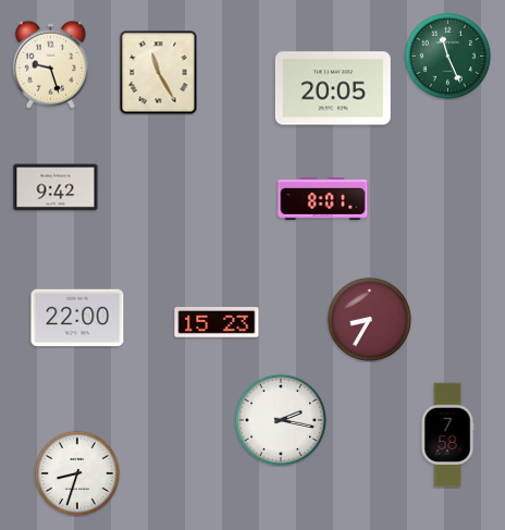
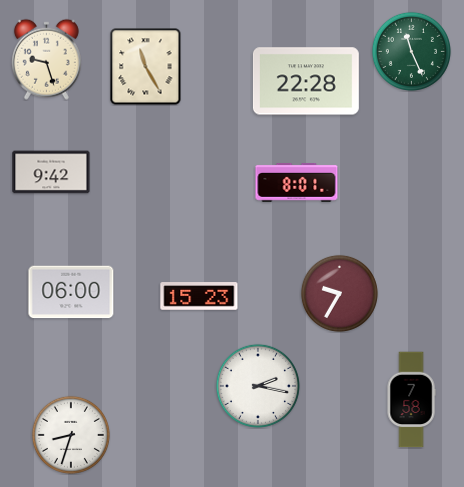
clock at (333, 88): 20:05 -> 22:28
clock at (77, 318): 22:00 -> 06:00
clock at (369, 319): 8:35 -> 9:35
